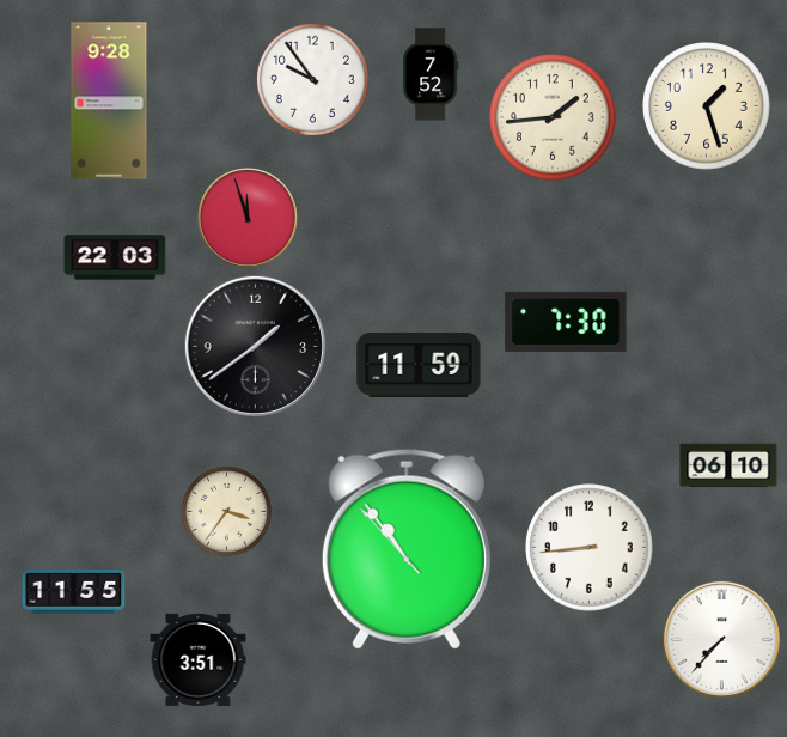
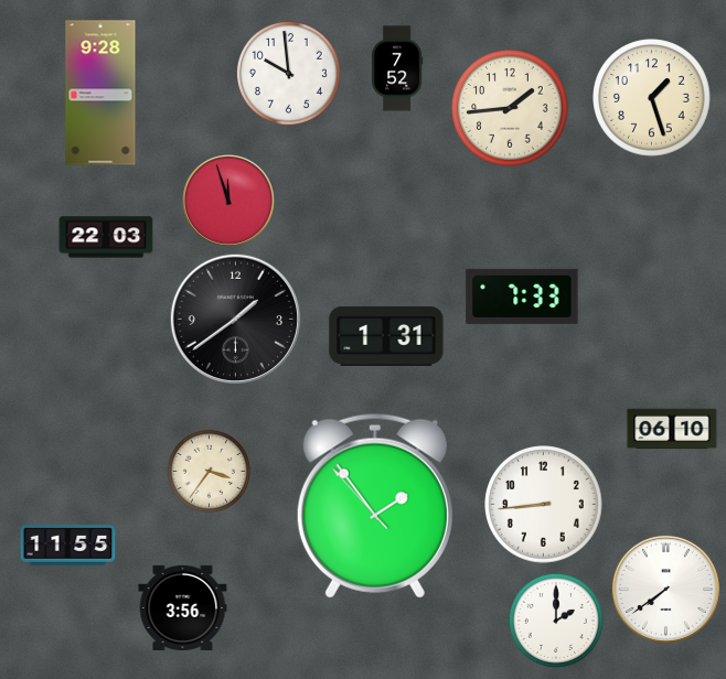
clock at (312, 79): 9:54 -> 9:59
clock at (566, 322): 7:30 -> 7:33
clock at (419, 365): 11:59 -> 1:31
clock at (407, 549): 10:53 -> 1:53
clock at (721, 639): 7:37 -> 7:39
clock at (199, 659): 3:51 -> 3:56
clock at (556, 621): none -> 2:00
